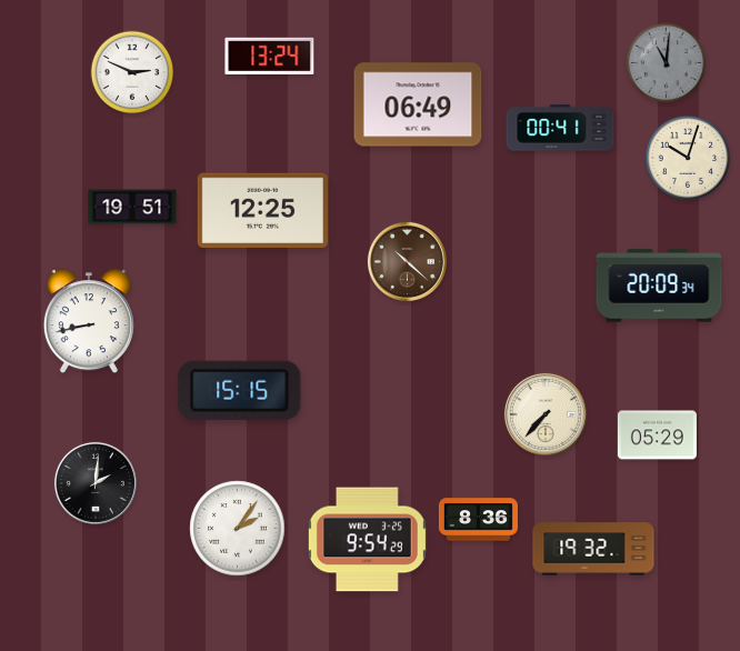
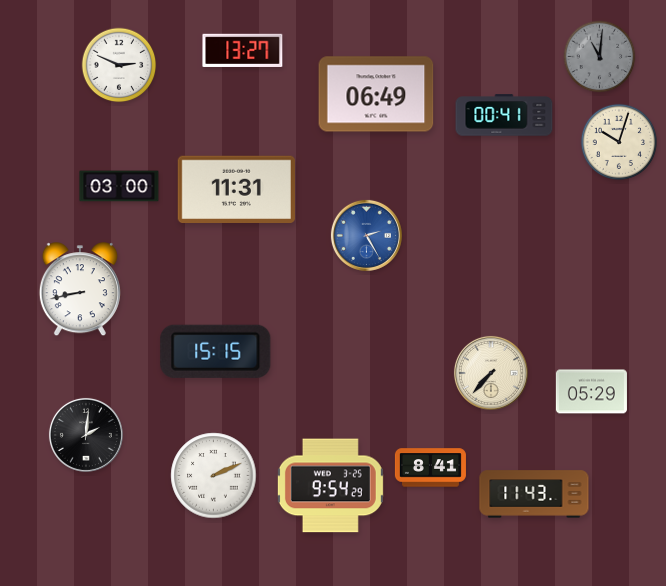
clock at (270, 56): 13:24 -> 13:27
clock at (132, 207): 19:51 -> 03:00
clock at (262, 210): 12:25 -> 11:31
clock at (407, 261): 10:22 -> 2:25
clock at (407, 261) dial: brown -> blue
clock at (659, 286): 20:09 -> none
clock at (478, 520): 8:36 -> 8:41
clock at (238, 529): 2:06 -> 2:11
clock at (593, 549): 19:32 -> 11:43
